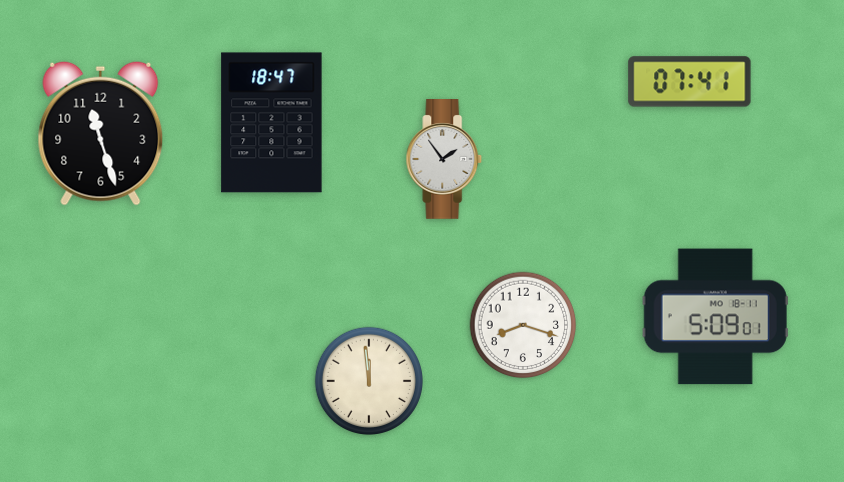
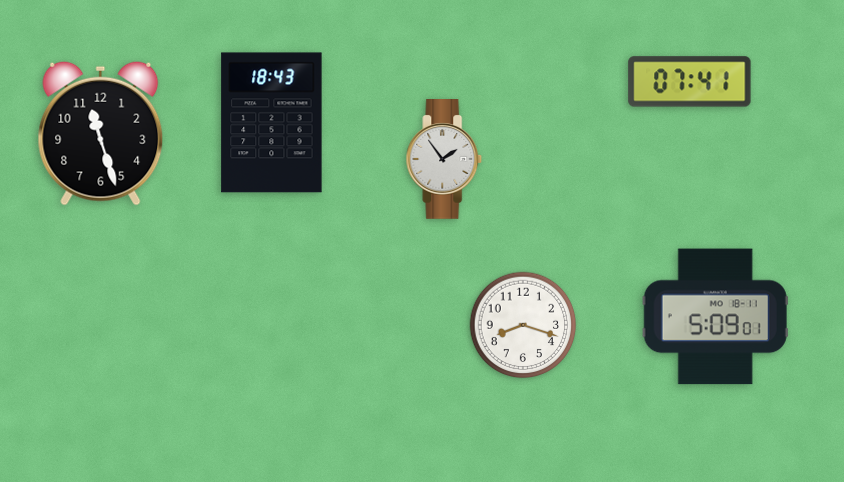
clock at (272, 123): 18:47 -> 18:43
clock at (369, 381): 11:59 -> none
